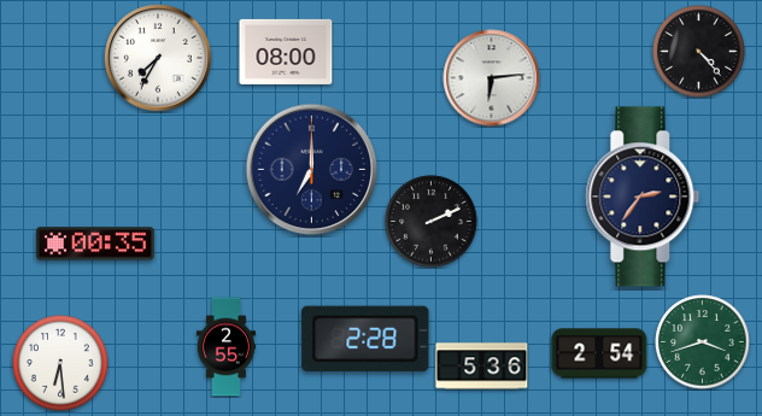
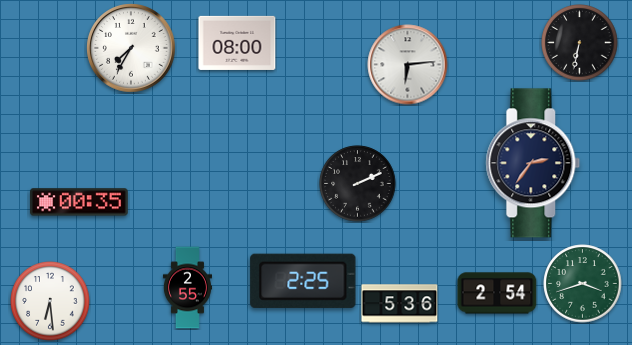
clock at (699, 52): 4:23 -> 6:32
clock at (312, 170): 7:00 -> none
clock at (365, 339): 2:28 -> 2:25
